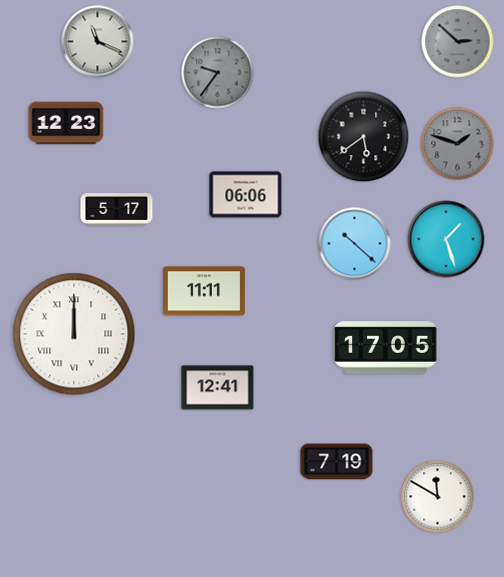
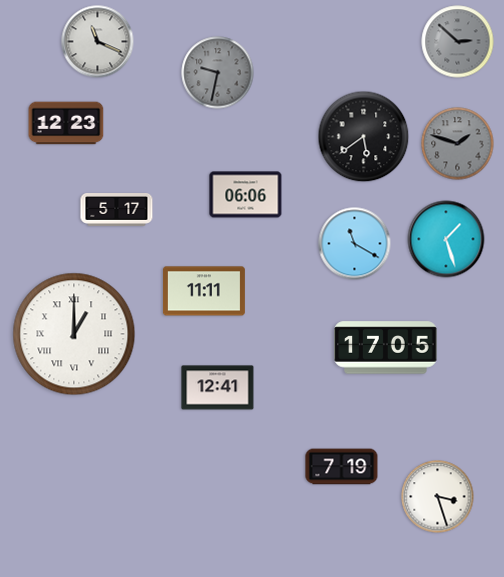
clock at (218, 73): 9:36 -> 9:32
clock at (355, 244): 10:22 -> 11:20
clock at (74, 334): 12:00 -> 1:00
clock at (337, 462) position: (337, 462) -> (342, 467)
clock at (438, 497): 11:50 -> 3:27
